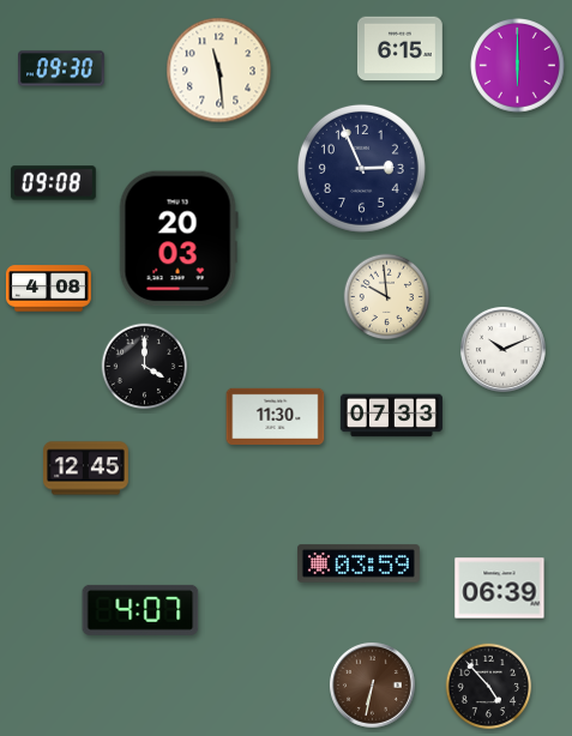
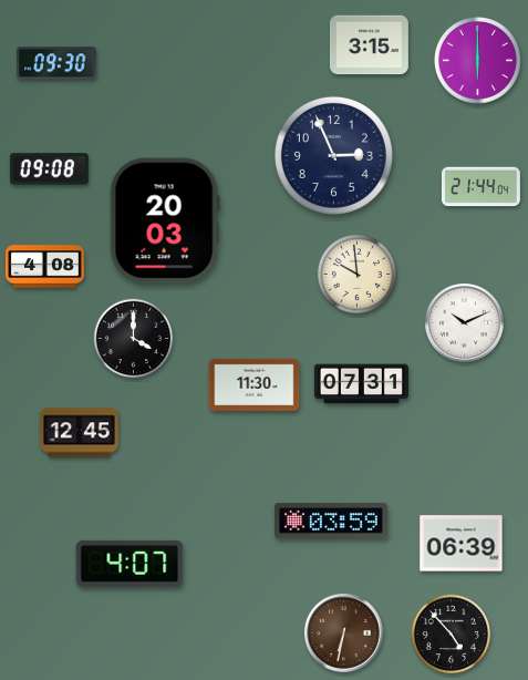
clock at (399, 49): 6:15 -> 3:15
clock at (219, 71): 11:29 -> none
clock at (480, 187): none -> 21:44
clock at (391, 416): 07:33 -> 07:31
